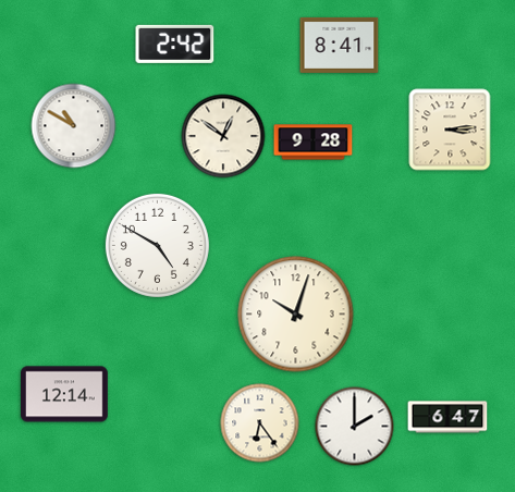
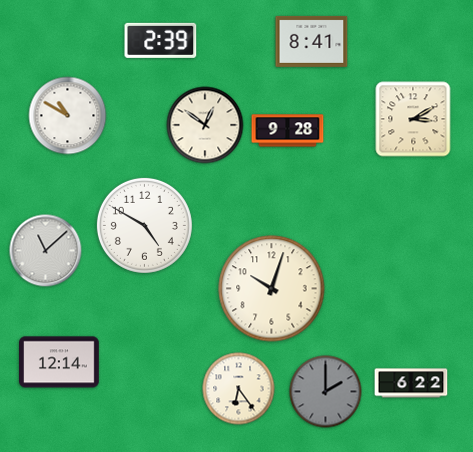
clock at (175, 44): 2:42 -> 2:39
clock at (450, 130): 3:14 -> 3:10
clock at (46, 251): none -> 11:08
clock at (447, 417): 6:47 -> 6:22
clock at (355, 427) dial: white -> grey
